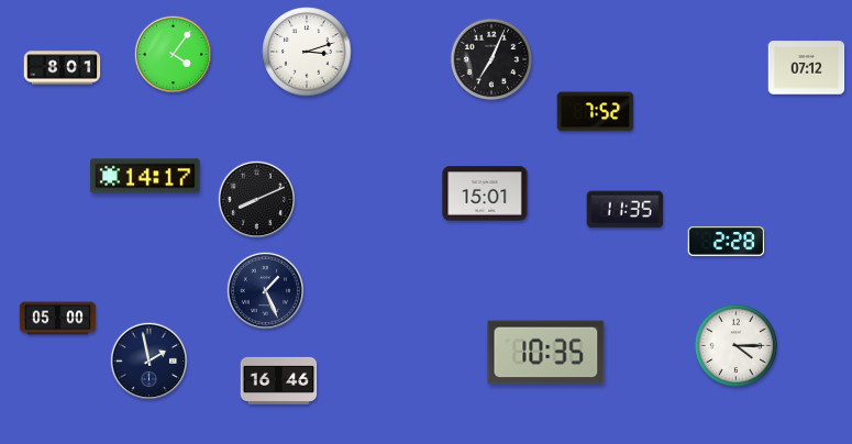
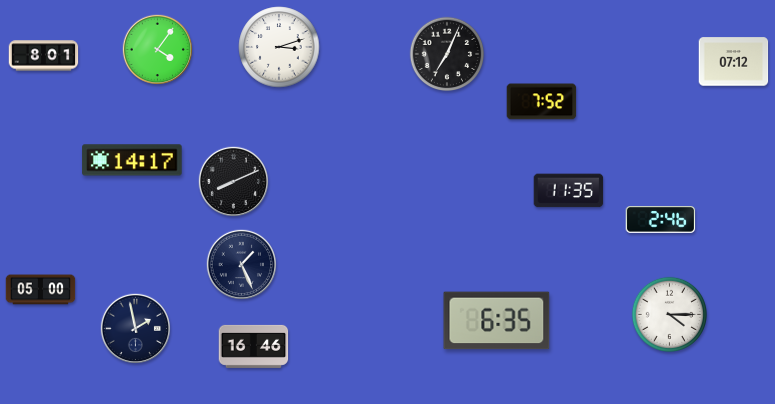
clock at (63, 68) position: (63, 68) -> (44, 56)
clock at (485, 193): 15:01 -> none
clock at (727, 242): 2:28 -> 2:46
clock at (58, 319) position: (58, 319) -> (41, 290)
clock at (546, 353): 10:35 -> 6:35
